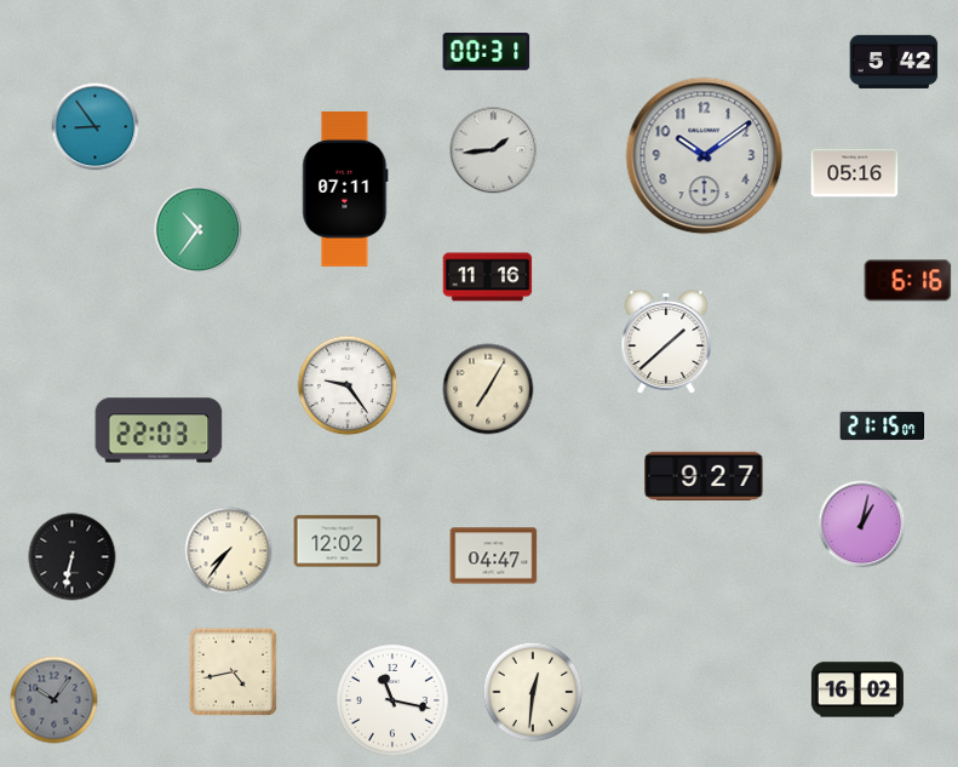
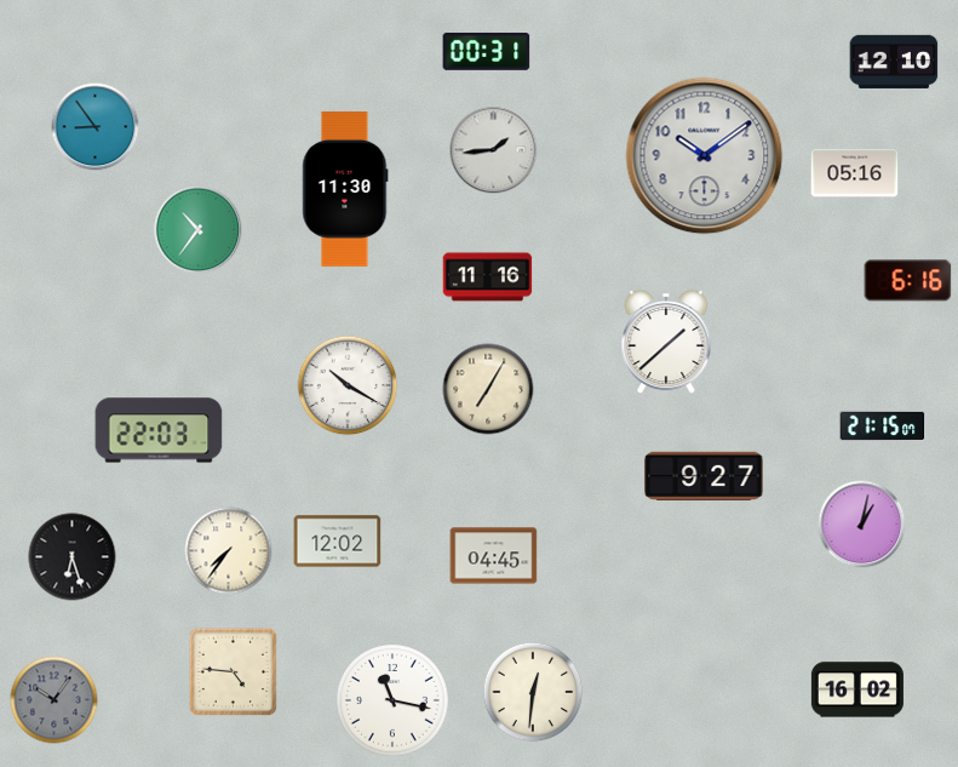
clock at (894, 62): 5:42 -> 12:10
clock at (345, 189): 07:11 -> 11:30
clock at (348, 385): 9:24 -> 10:20
clock at (494, 556): 04:47 -> 04:45
clock at (73, 557): 6:32 -> 6:27
clock at (234, 672): 4:43 -> 4:46
